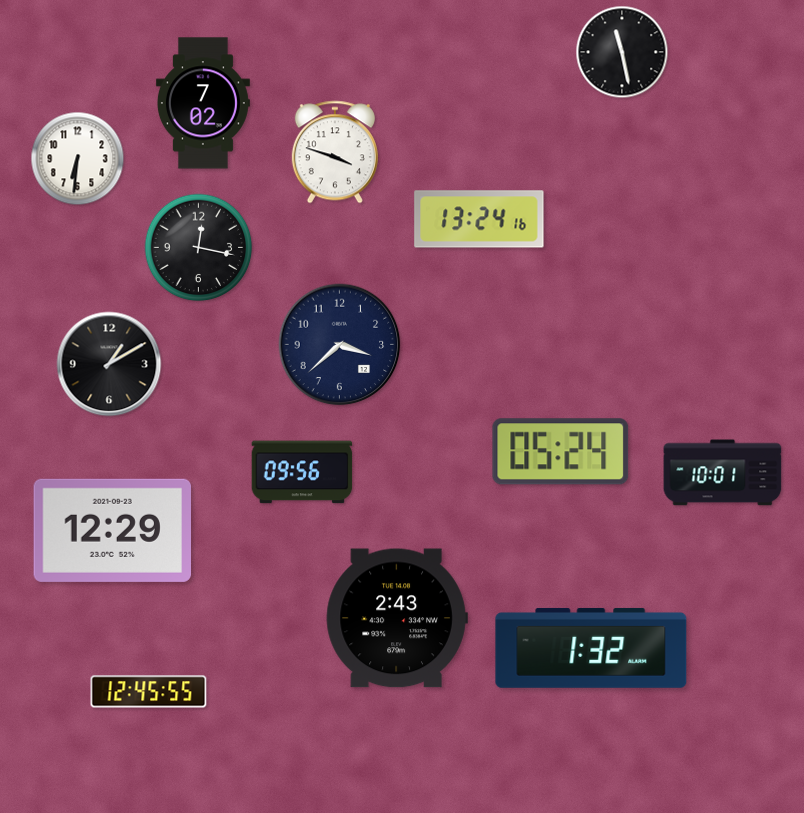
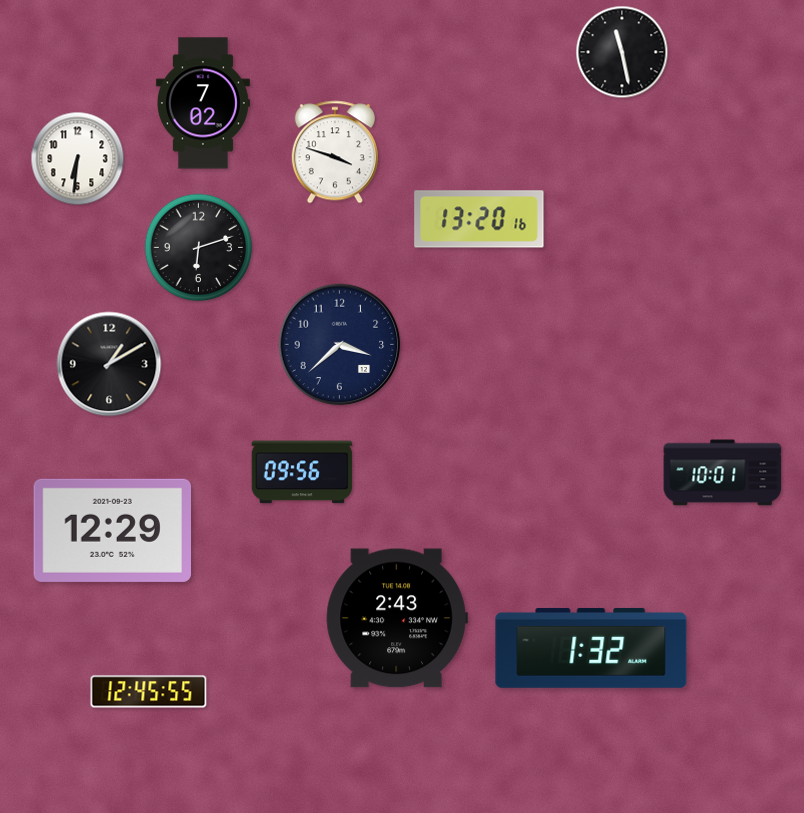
clock at (479, 219): 13:24 -> 13:20
clock at (199, 248): 12:17 -> 6:12
clock at (561, 452): 05:24 -> none
